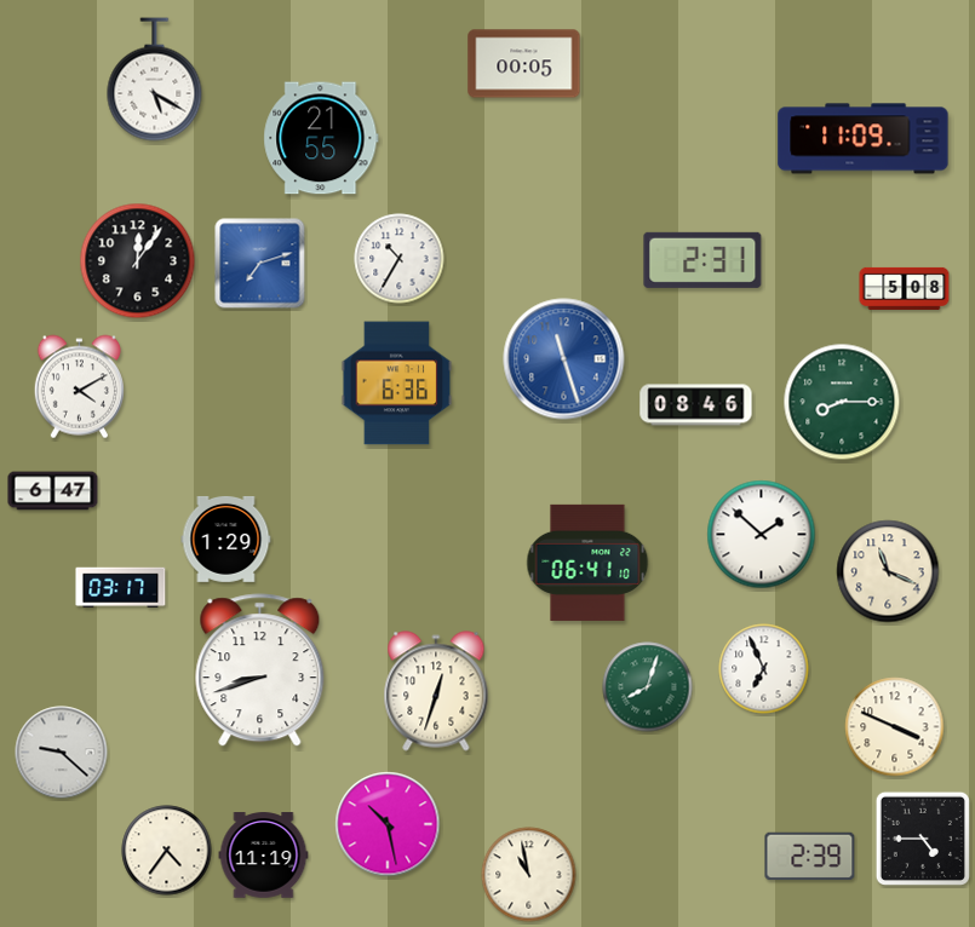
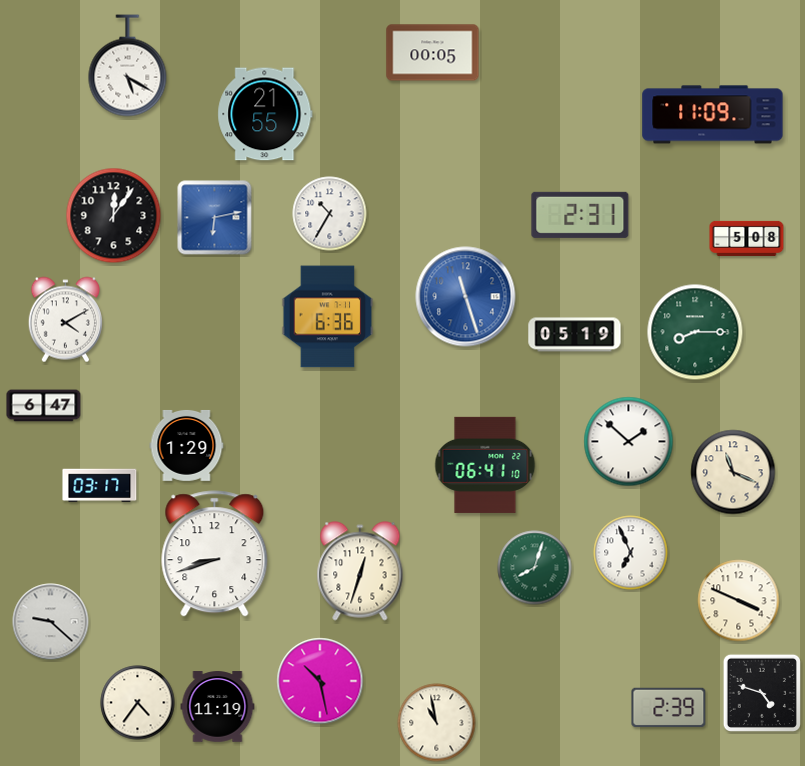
clock at (260, 264): 7:12 -> 6:13
clock at (696, 405): 08:46 -> 05:19
clock at (923, 839): 4:45 -> 4:48
